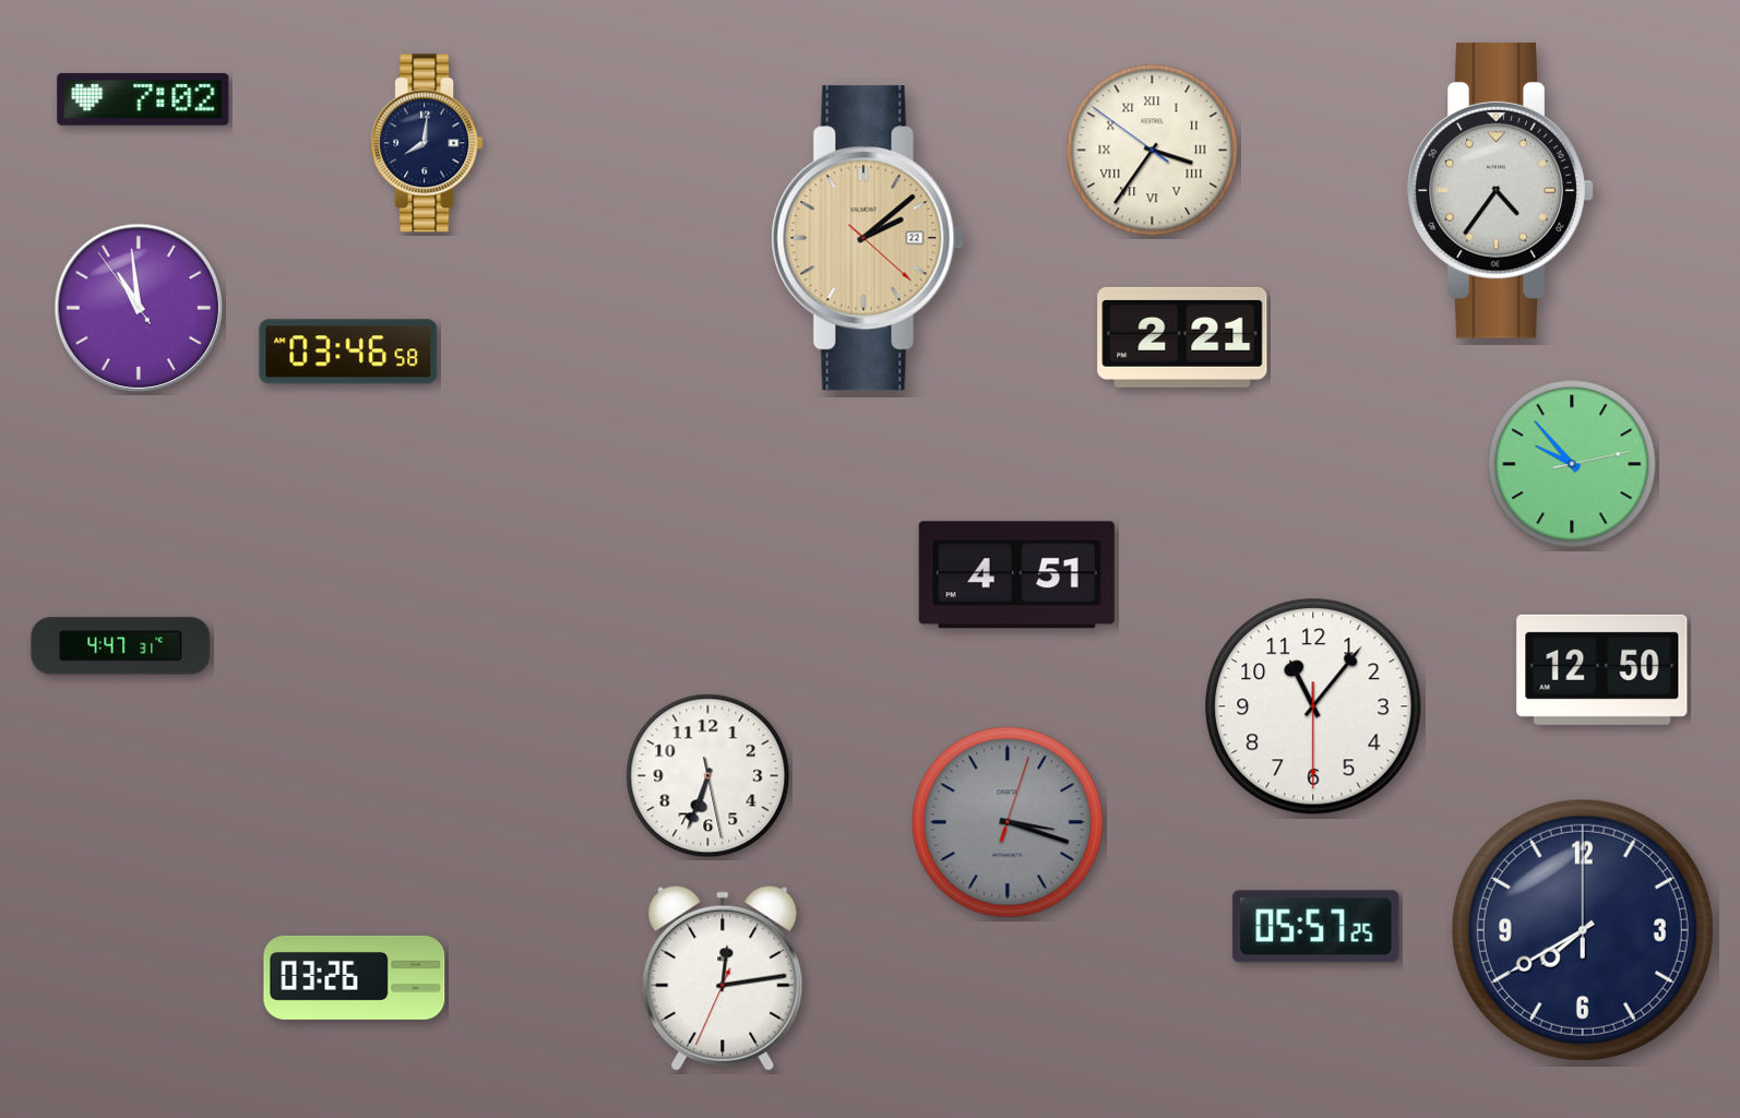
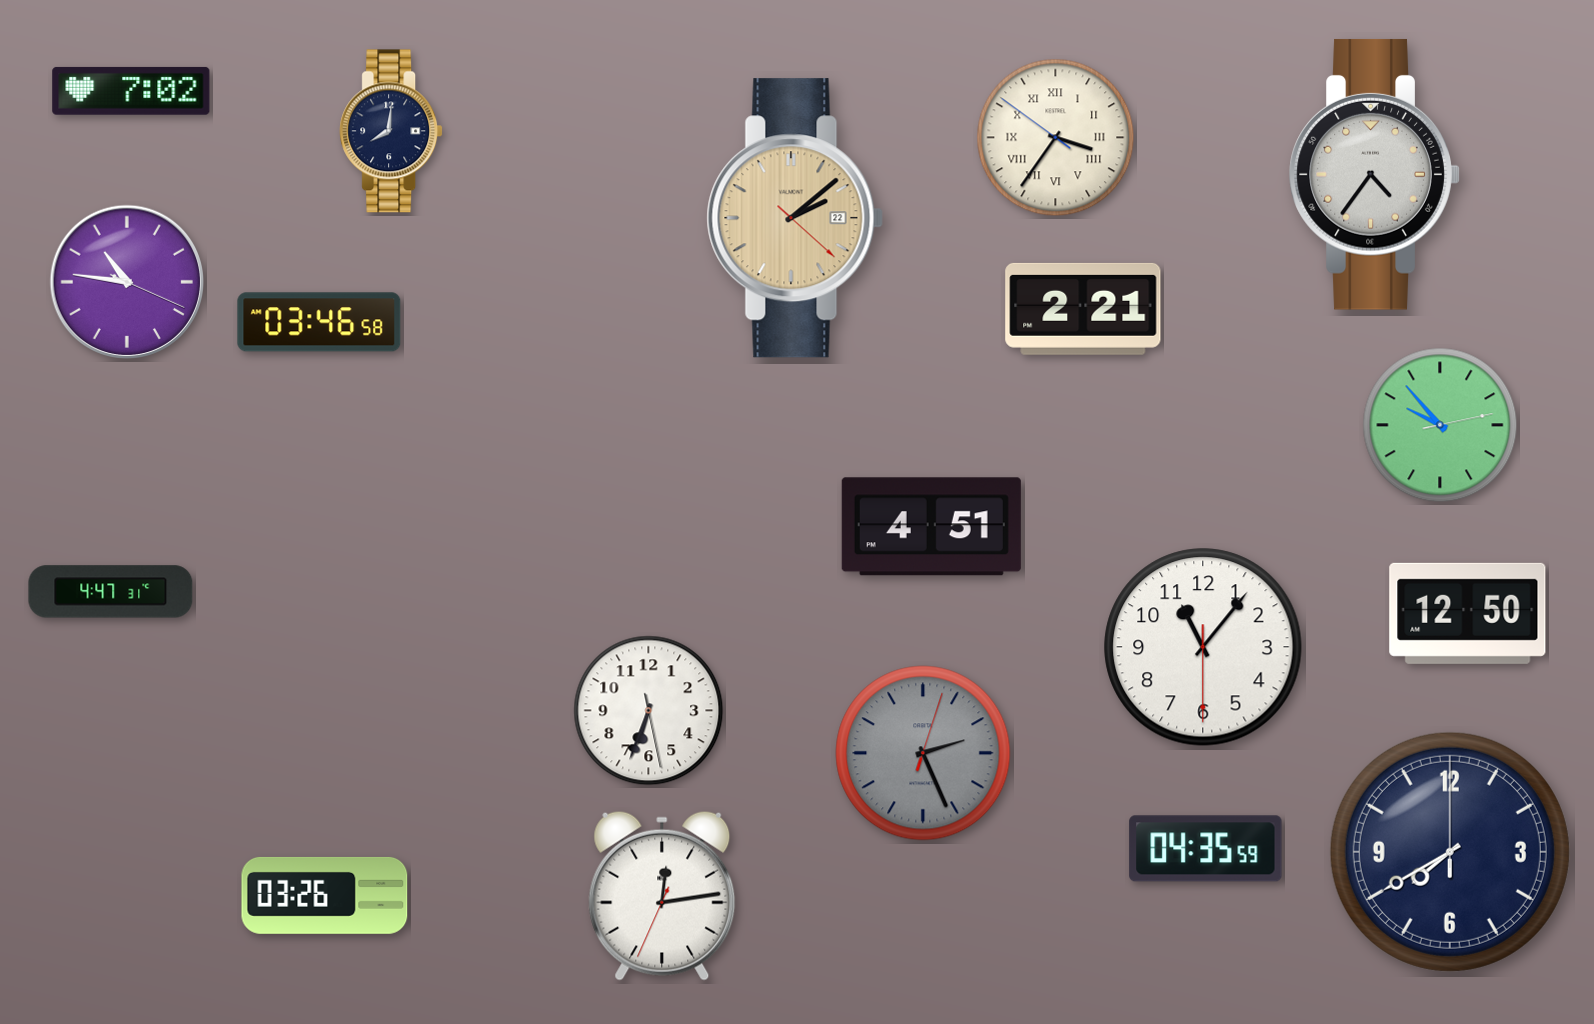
clock at (138, 307): 10:58 -> 10:46
clock at (1008, 822): 3:18 -> 2:26
clock at (1316, 927): 05:57 -> 04:35
